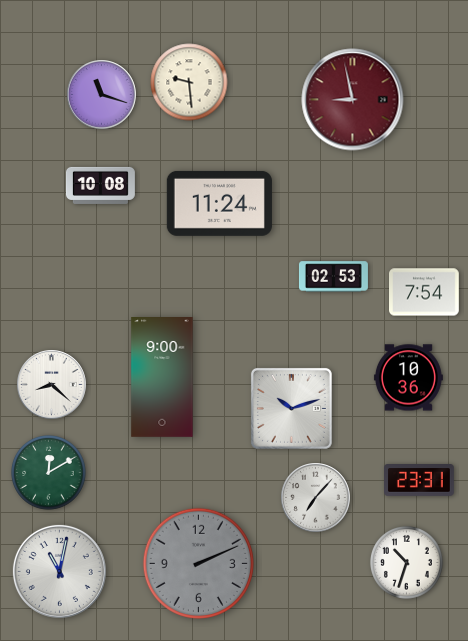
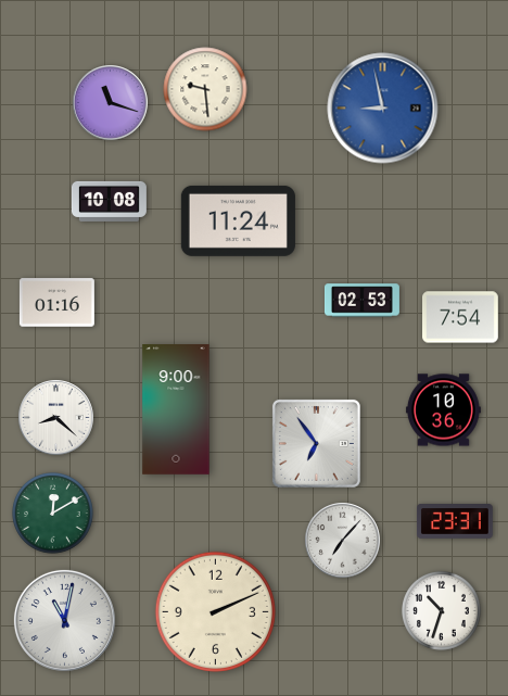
clock at (353, 100) dial: burgundy -> blue
clock at (56, 303): none -> 01:16
clock at (291, 408): 10:12 -> 6:54
clock at (198, 563) dial: grey -> cream
